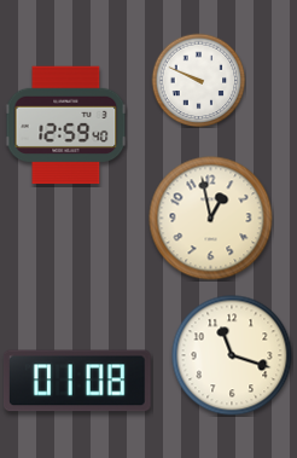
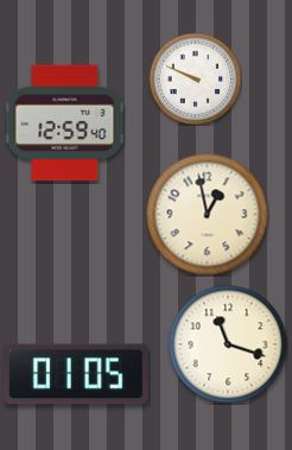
clock at (232, 355) position: (232, 355) -> (228, 344)
clock at (77, 381): 01:08 -> 01:05
